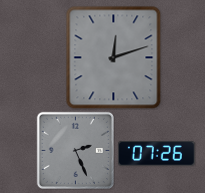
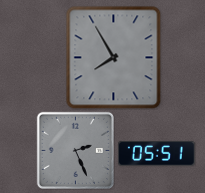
clock at (114, 58): 12:12 -> 7:55
clock at (156, 153): 07:26 -> 05:51
